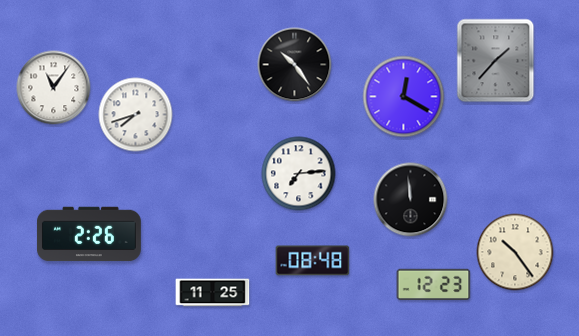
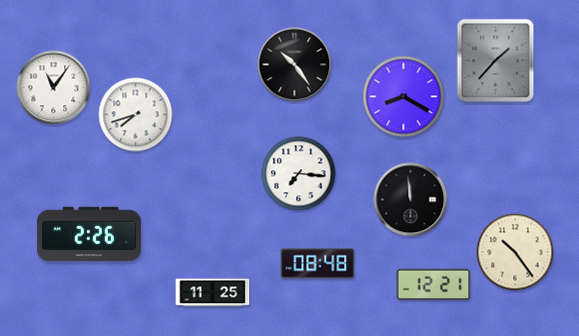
clock at (404, 97): 12:20 -> 8:20
clock at (299, 174): 7:14 -> 7:16
clock at (313, 261) position: (313, 261) -> (318, 264)
clock at (434, 285): 12:23 -> 12:21
